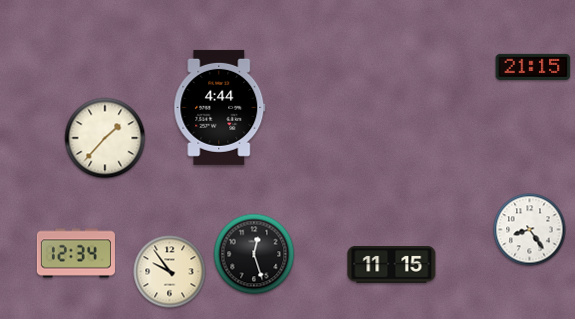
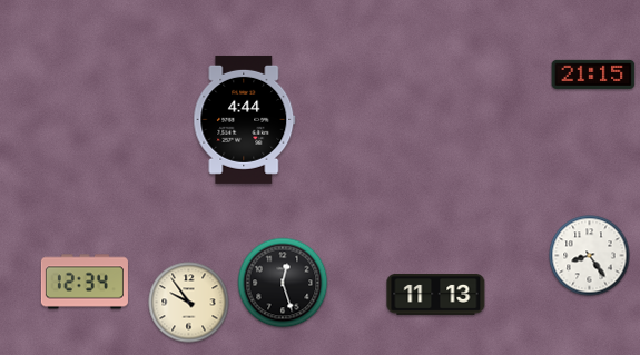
clock at (105, 138): 1:37 -> none
clock at (392, 265): 11:15 -> 11:13
